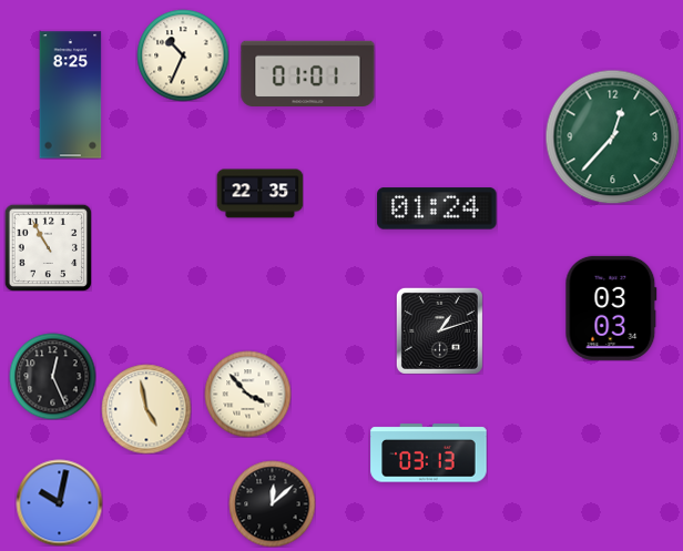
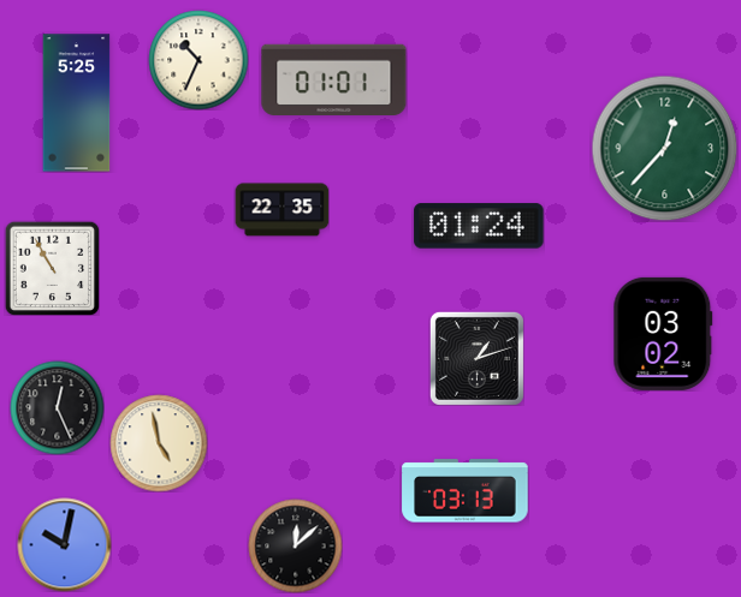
clock at (71, 95): 8:25 -> 5:25
clock at (437, 208) position: (437, 208) -> (479, 226)
clock at (611, 308): 03:03 -> 03:02
clock at (247, 394): 3:53 -> none
